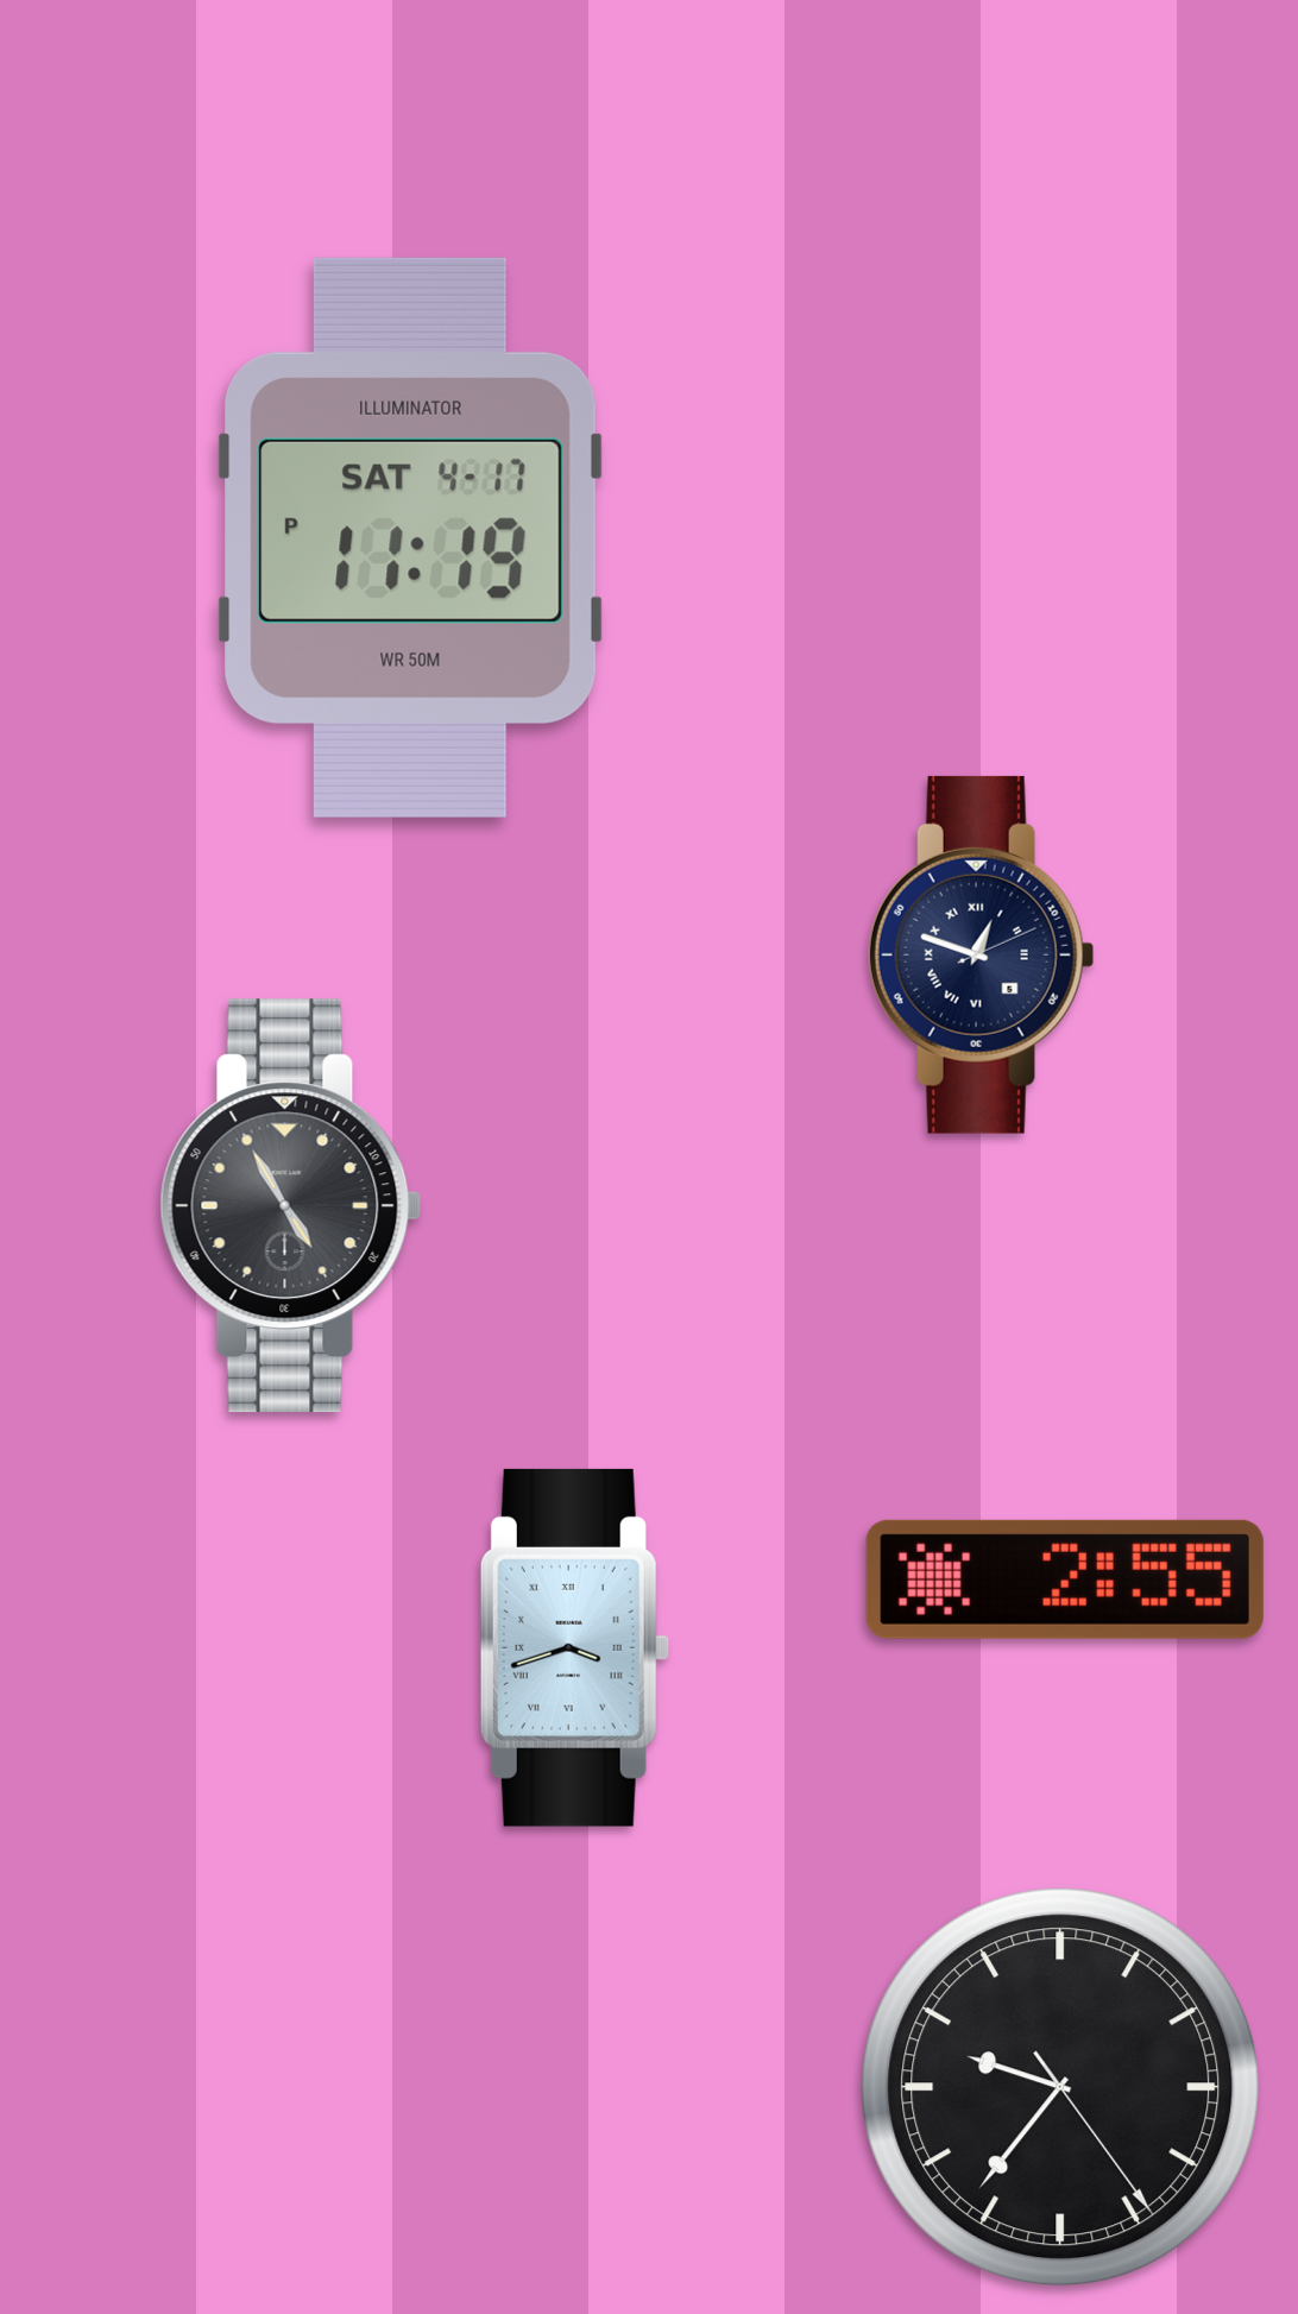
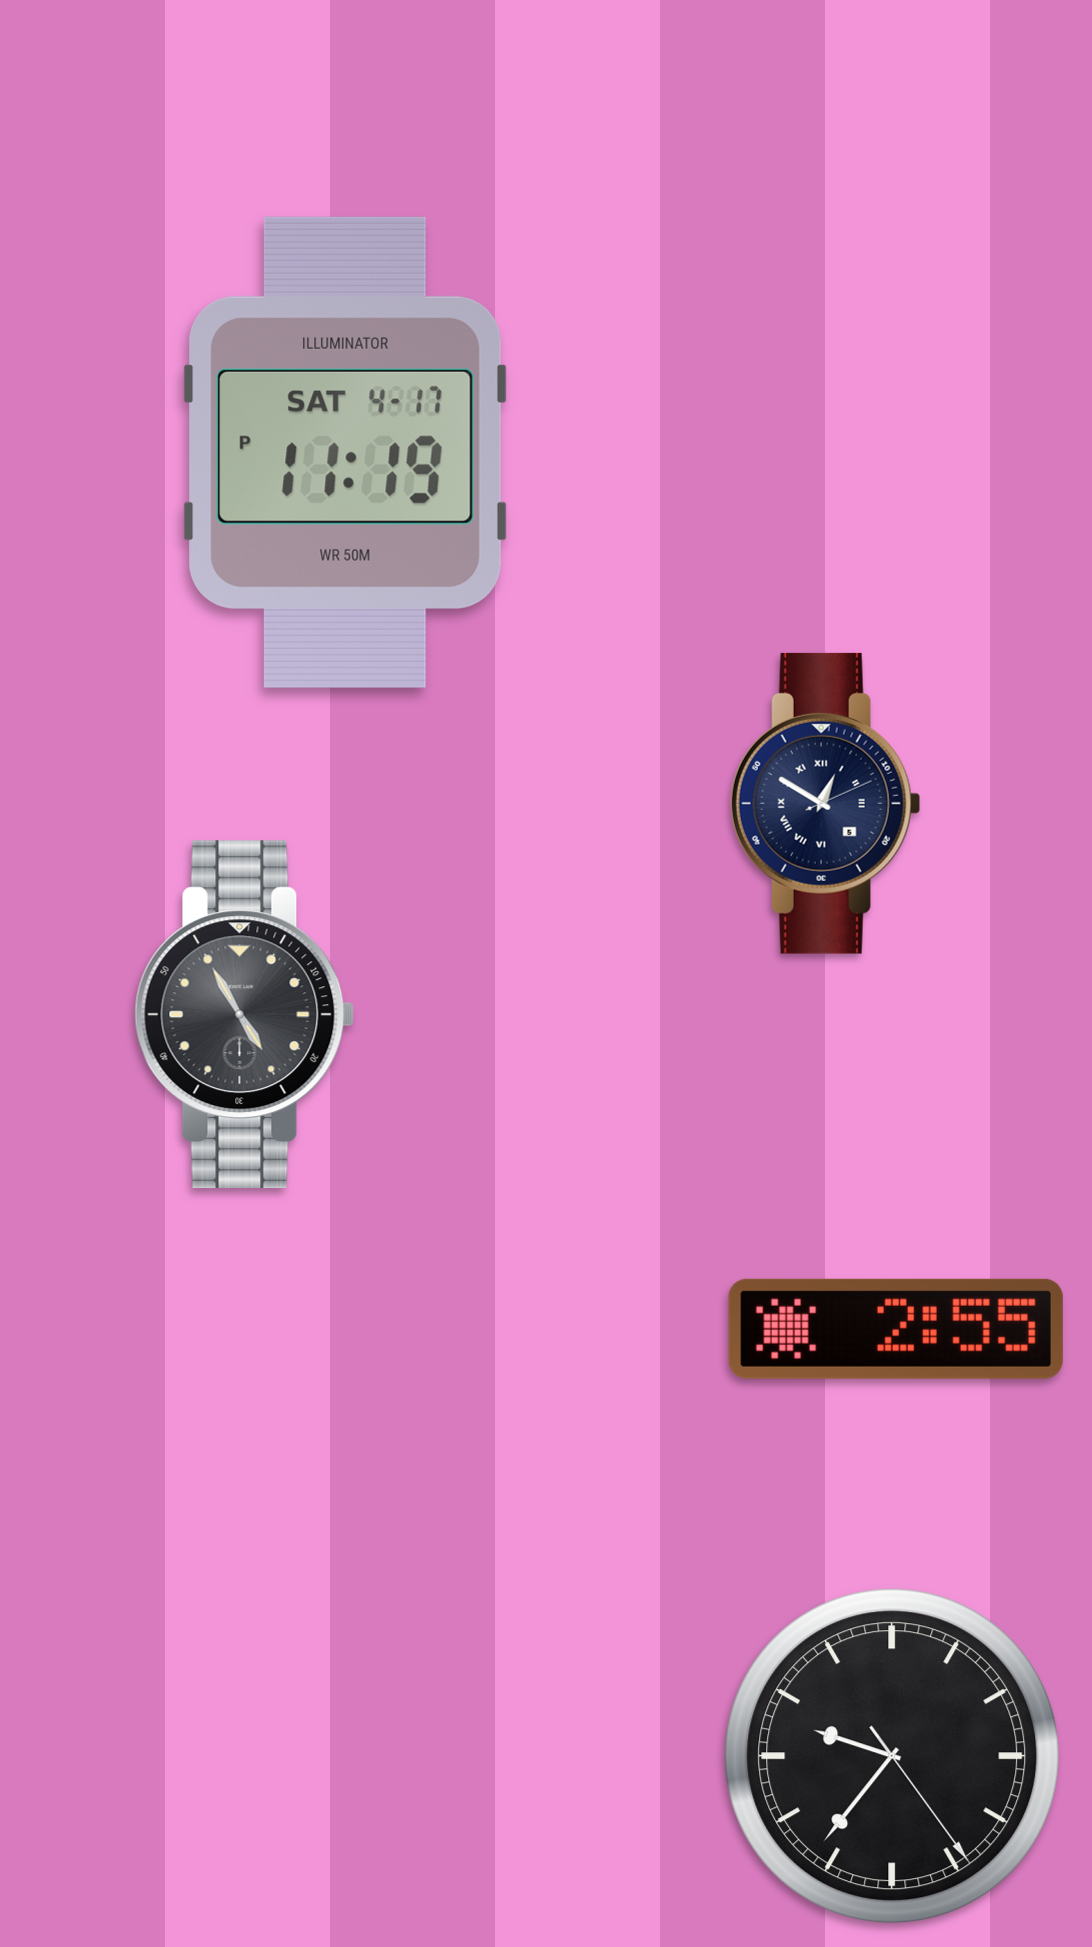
clock at (981, 954): 12:48 -> 12:50
clock at (574, 1647): 3:42 -> none
